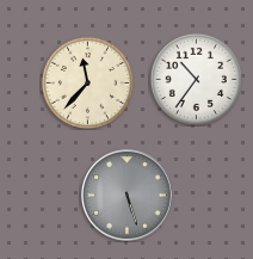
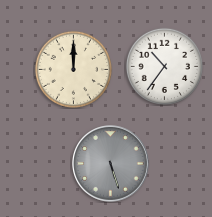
clock at (87, 82): 11:37 -> 12:00
clock at (128, 196) position: (128, 196) -> (111, 164)
